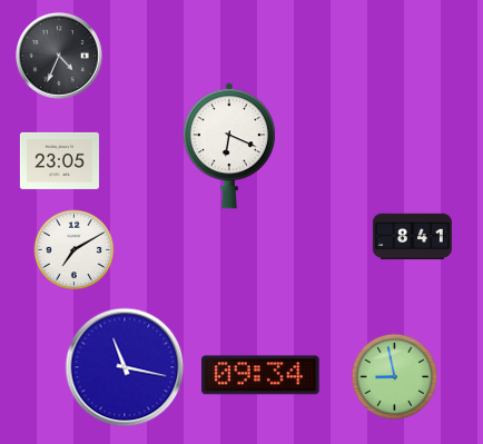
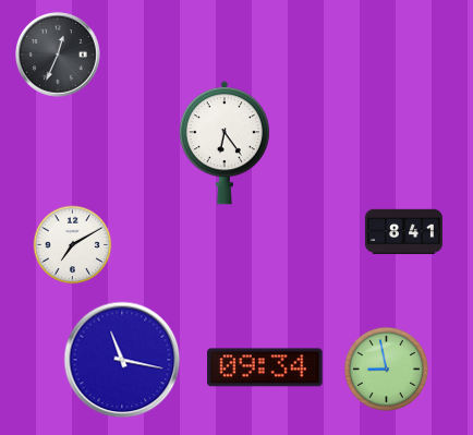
clock at (59, 56): 4:34 -> 12:34
clock at (229, 146): 6:19 -> 6:24
clock at (59, 160): 23:05 -> none
clock at (260, 375) position: (260, 375) -> (265, 367)
